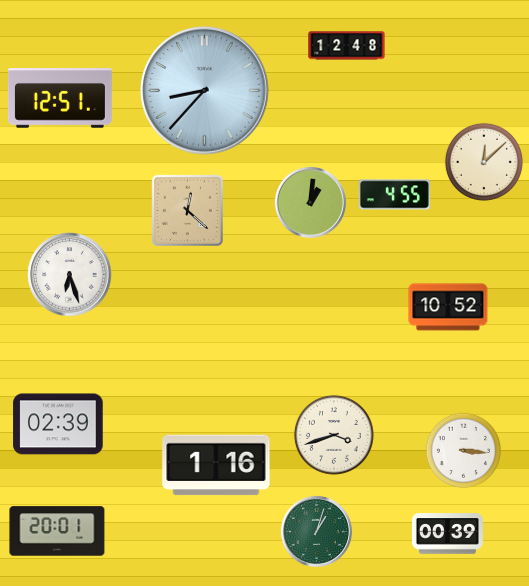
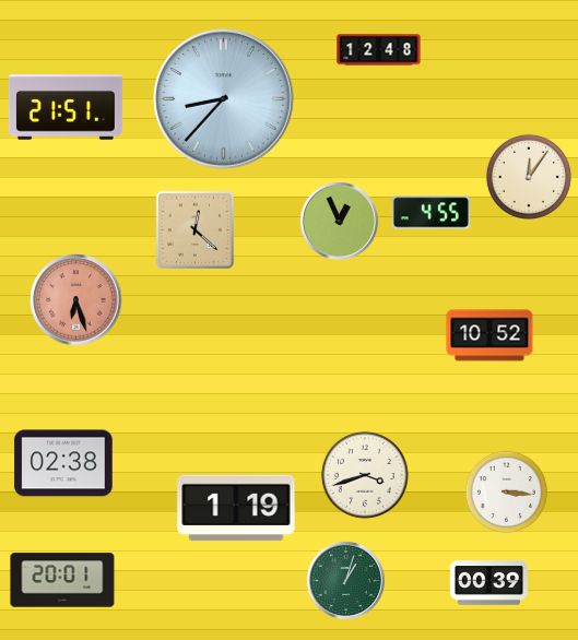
clock at (60, 98): 12:51 -> 21:51
clock at (484, 162): 12:08 -> 12:06
clock at (310, 202): 1:01 -> 12:56
clock at (187, 210) position: (187, 210) -> (194, 229)
clock at (70, 275) dial: white -> salmon
clock at (58, 424): 02:39 -> 02:38
clock at (216, 465): 1:16 -> 1:19
